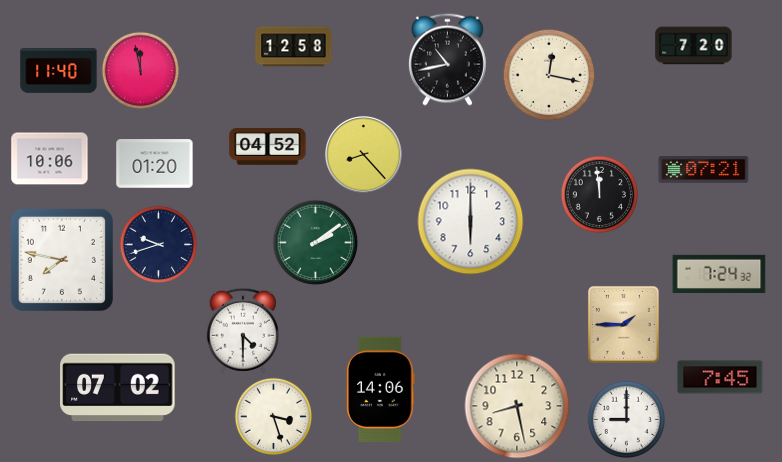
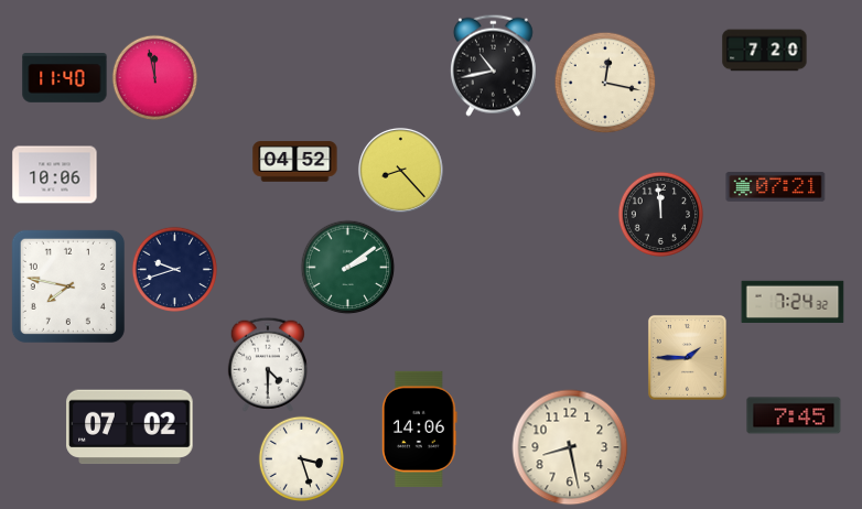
clock at (294, 47): 12:58 -> none
clock at (155, 164): 01:20 -> none
clock at (471, 222): 6:00 -> none
clock at (626, 419): 9:00 -> none
